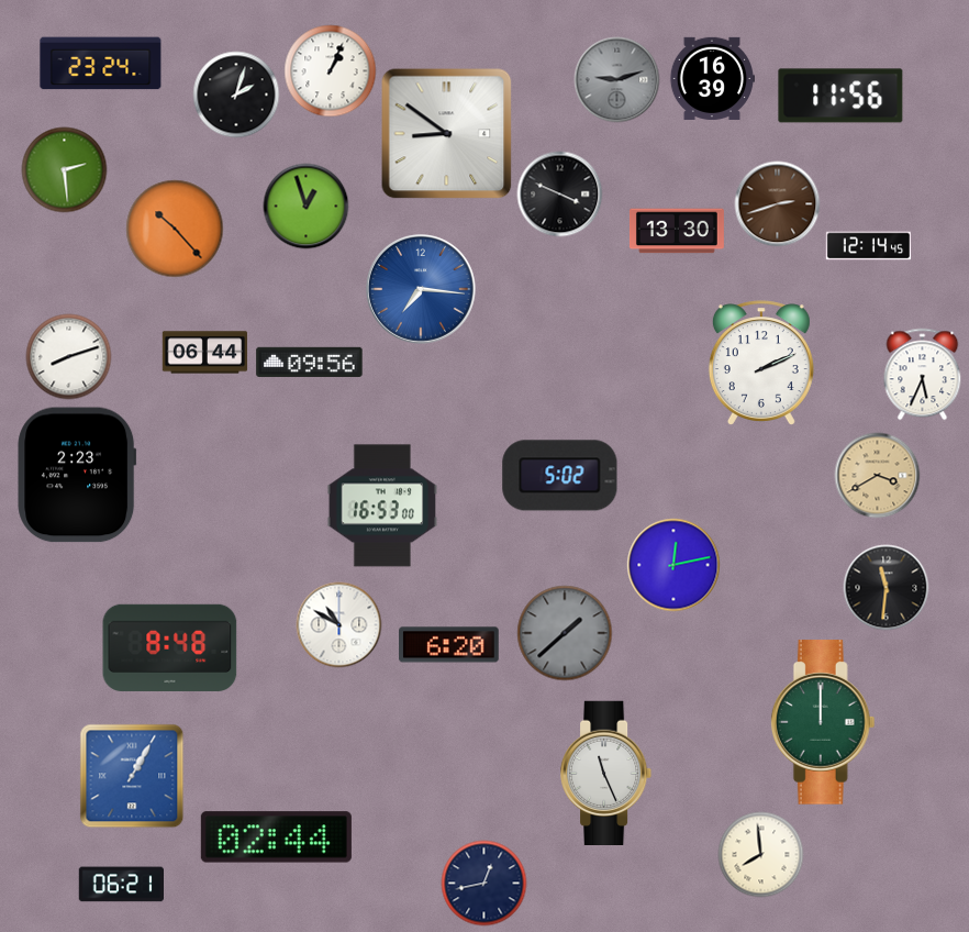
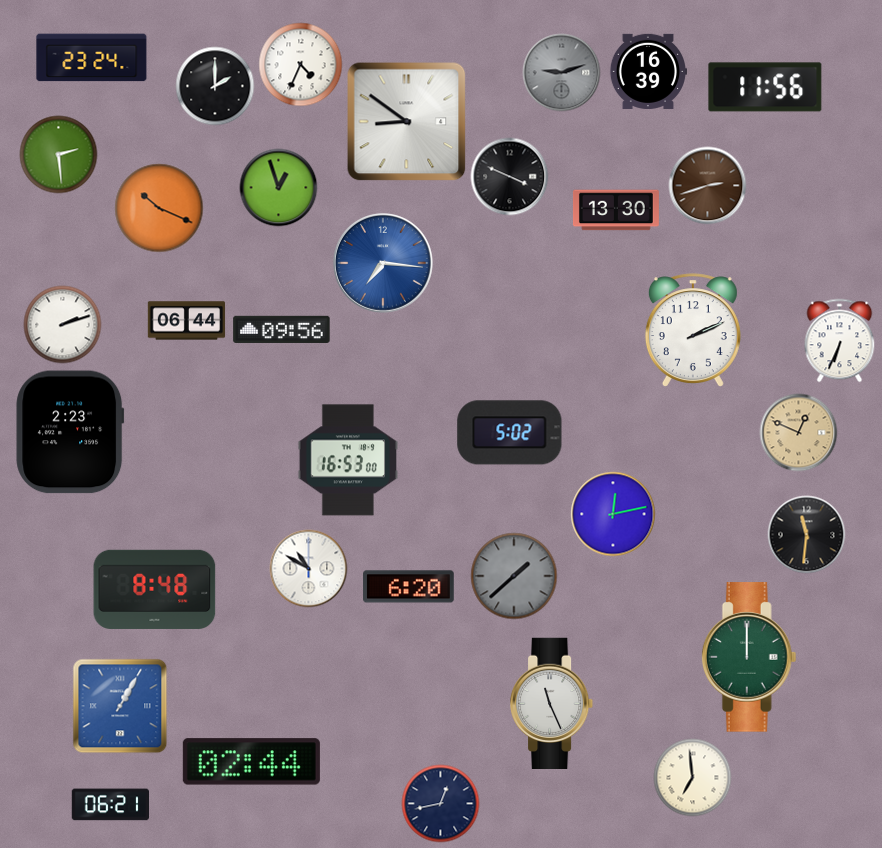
clock at (330, 70): 1:04 -> 4:34
clock at (236, 95): 2:03 -> 2:00
clock at (175, 229): 10:23 -> 10:19
clock at (868, 246): 12:14 -> none
clock at (68, 356): 8:12 -> 2:12
clock at (923, 374): 5:34 -> 6:34
clock at (877, 475): 3:40 -> 12:49
clock at (760, 854): 7:59 -> 6:59
